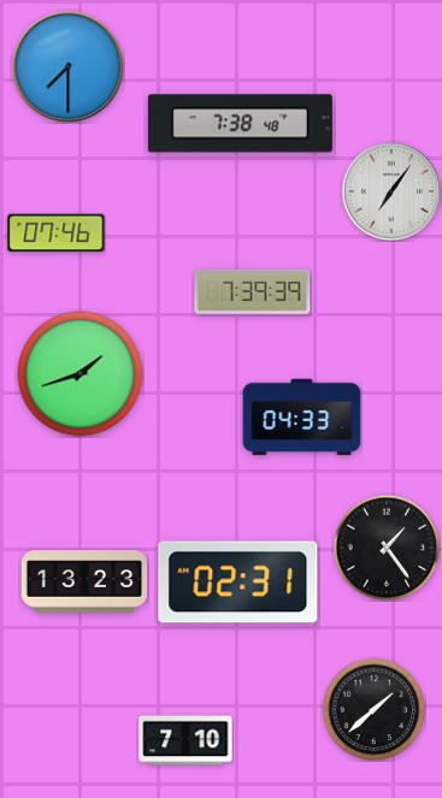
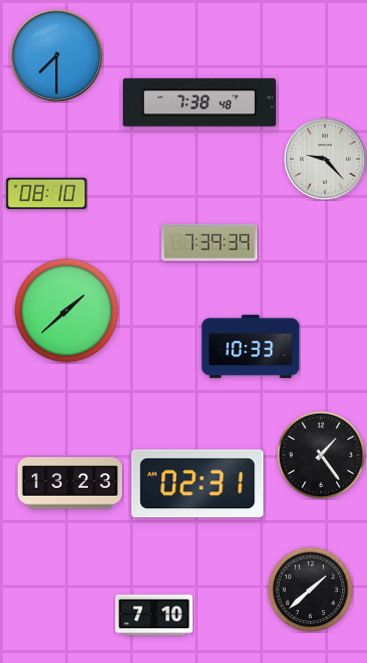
clock at (390, 190): 7:06 -> 9:23
clock at (57, 234): 07:46 -> 08:10
clock at (81, 374): 1:42 -> 1:38
clock at (302, 418): 04:33 -> 10:33
